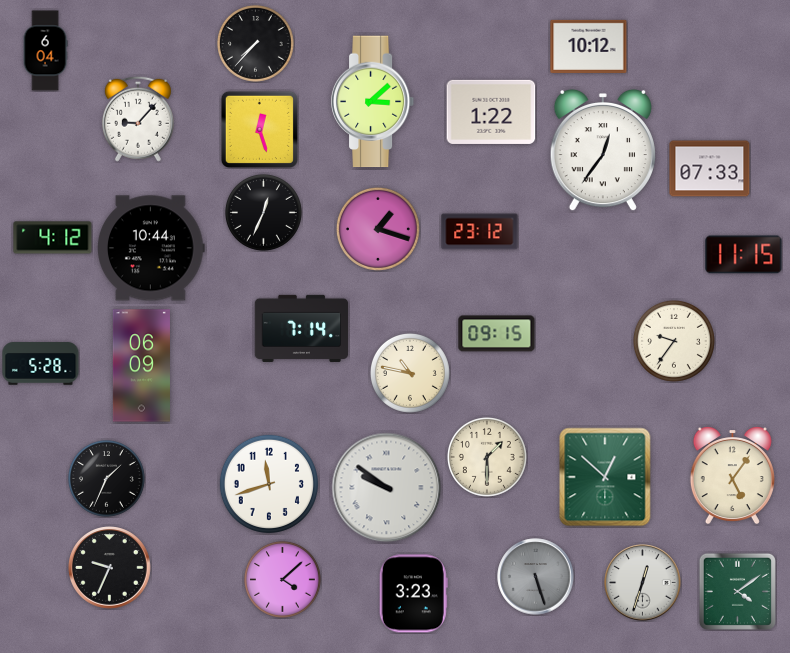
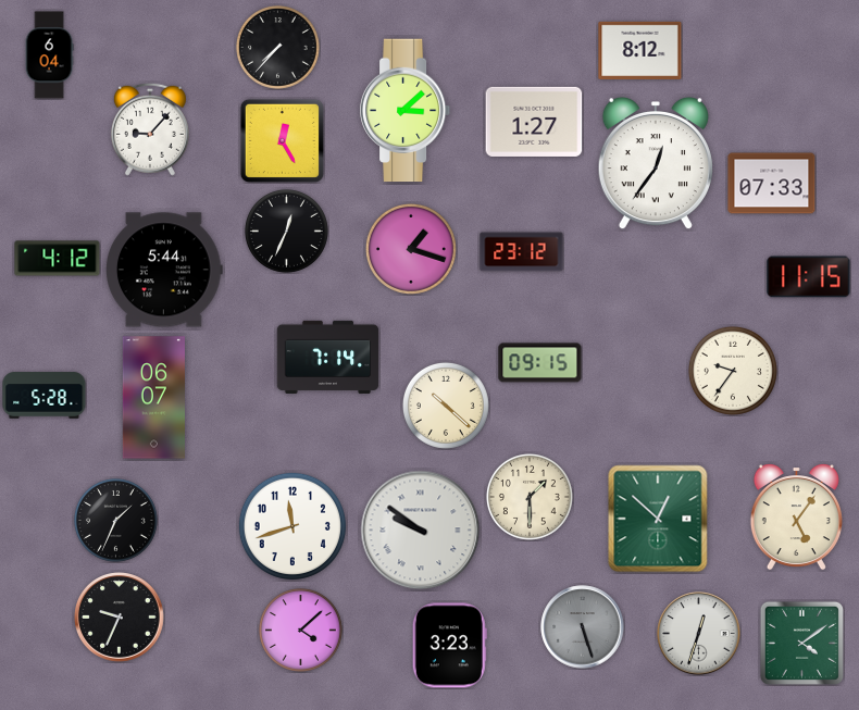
clock at (589, 46): 10:12 -> 8:12
clock at (491, 112): 1:22 -> 1:27
clock at (259, 129): 12:27 -> 12:25
clock at (152, 248): 10:44 -> 5:44
clock at (141, 366): 06:09 -> 06:07
clock at (410, 373): 10:47 -> 10:22
clock at (282, 579) position: (282, 579) -> (300, 630)
